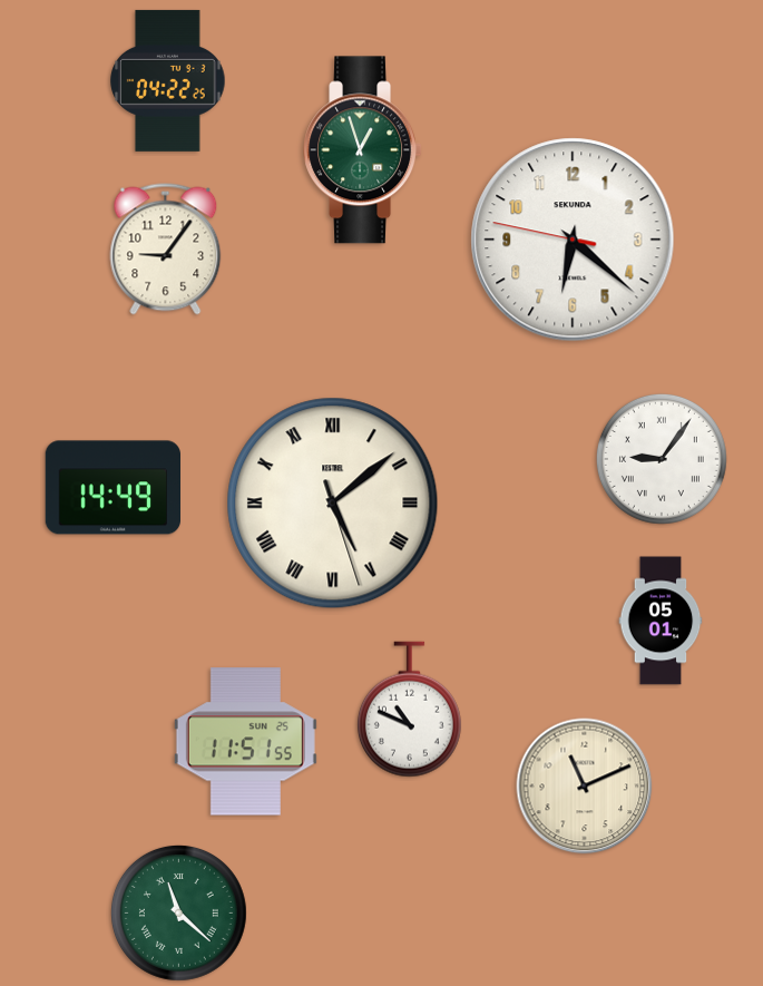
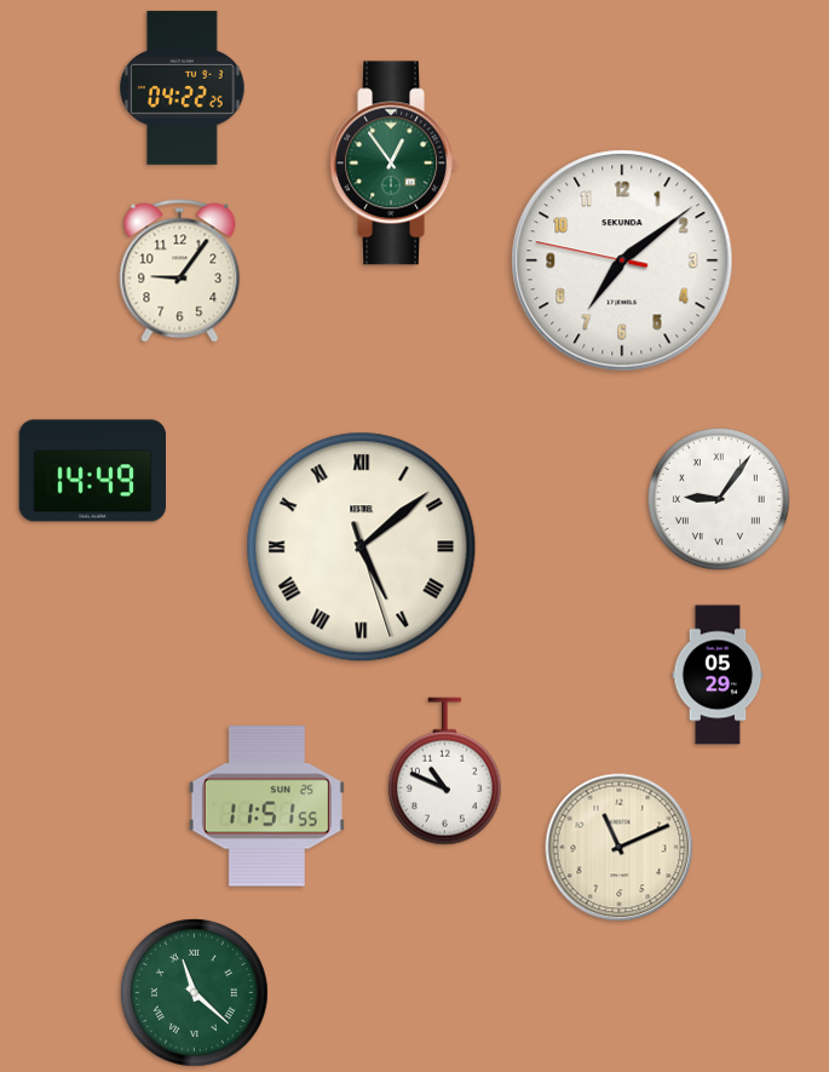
clock at (362, 150): 12:57 -> 12:54
clock at (573, 240): 6:21 -> 7:08
clock at (113, 488) position: (113, 488) -> (92, 471)
clock at (661, 621): 05:01 -> 05:29
clock at (585, 787) position: (585, 787) -> (620, 848)
